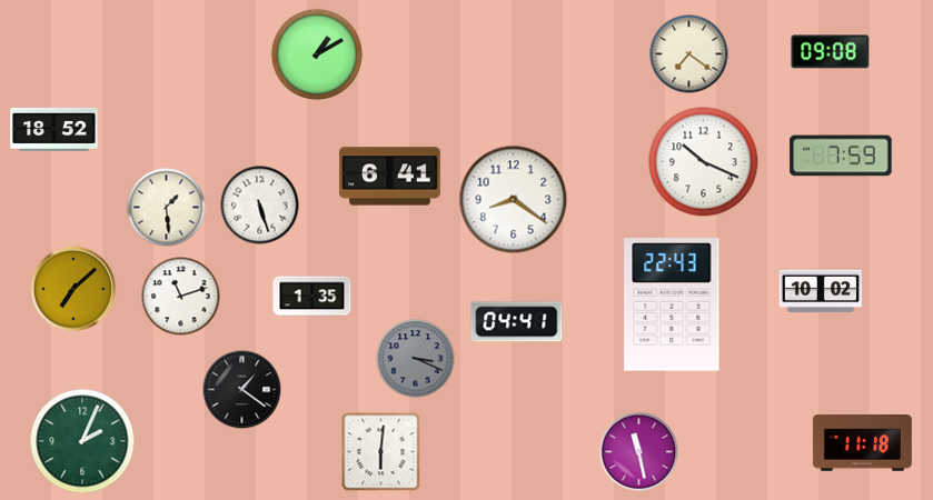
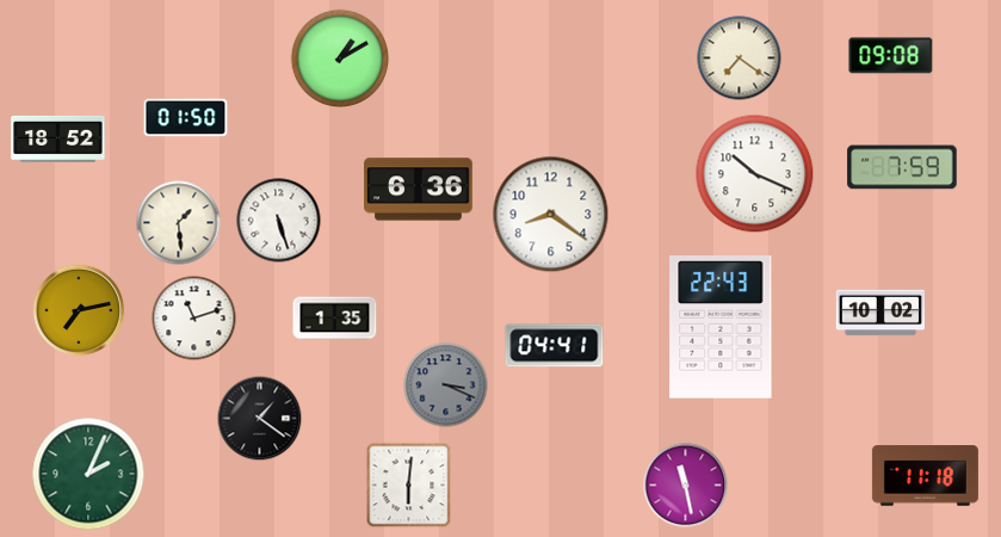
clock at (186, 118): none -> 01:50
clock at (390, 177): 6:41 -> 6:36
clock at (73, 289): 7:08 -> 7:13
